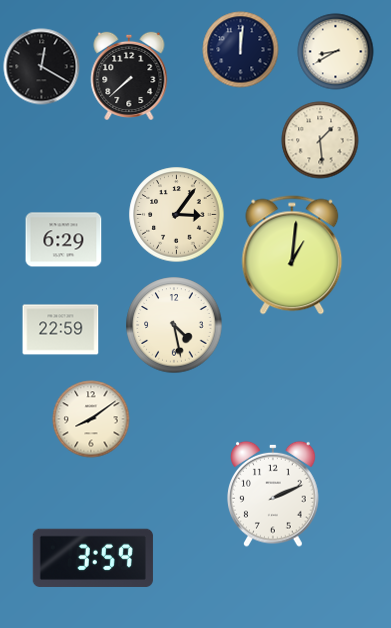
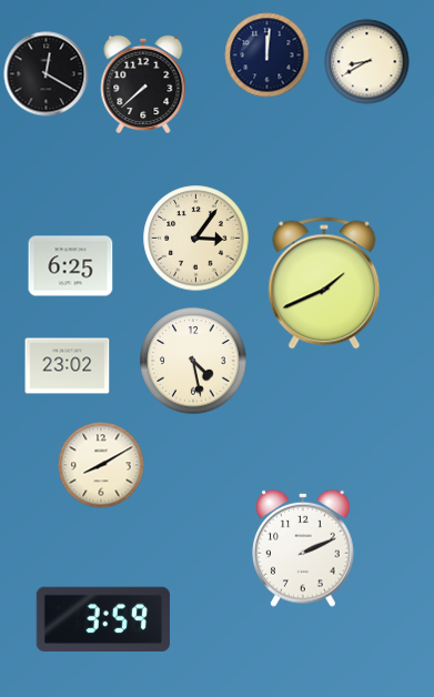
clock at (336, 52) position: (336, 52) -> (367, 62)
clock at (320, 140): 1:29 -> none
clock at (64, 240): 6:29 -> 6:25
clock at (292, 255): 1:01 -> 1:41
clock at (61, 330): 22:59 -> 23:02
clock at (91, 419): 8:09 -> 8:10
